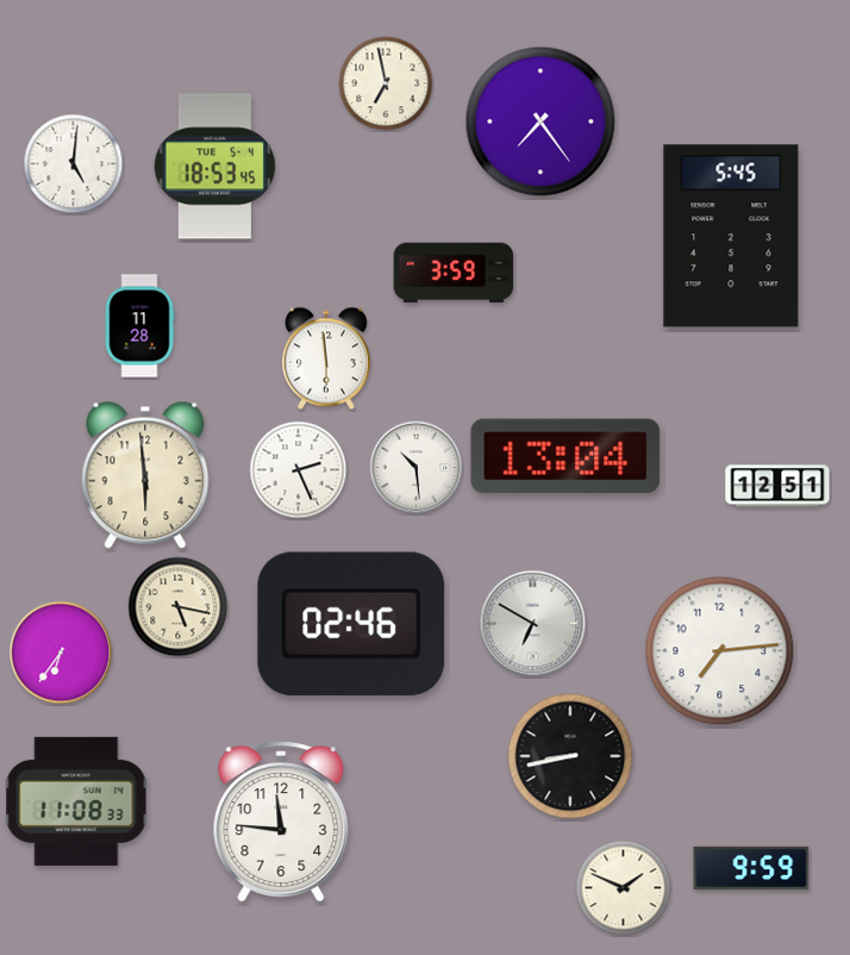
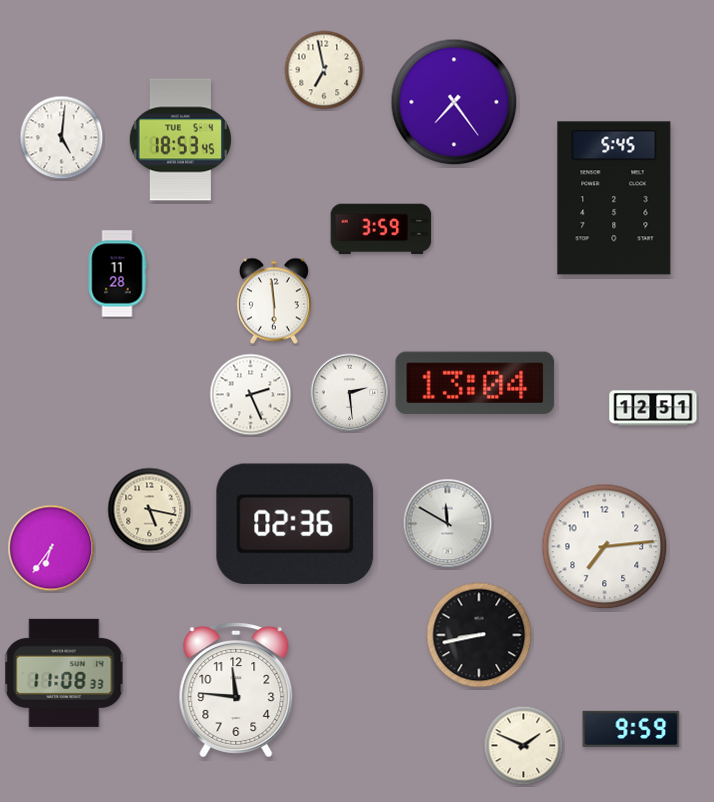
clock at (417, 468): 10:29 -> 2:29
clock at (145, 475): 5:59 -> none
clock at (351, 624): 02:46 -> 02:36
clock at (533, 624): 6:50 -> 11:50
